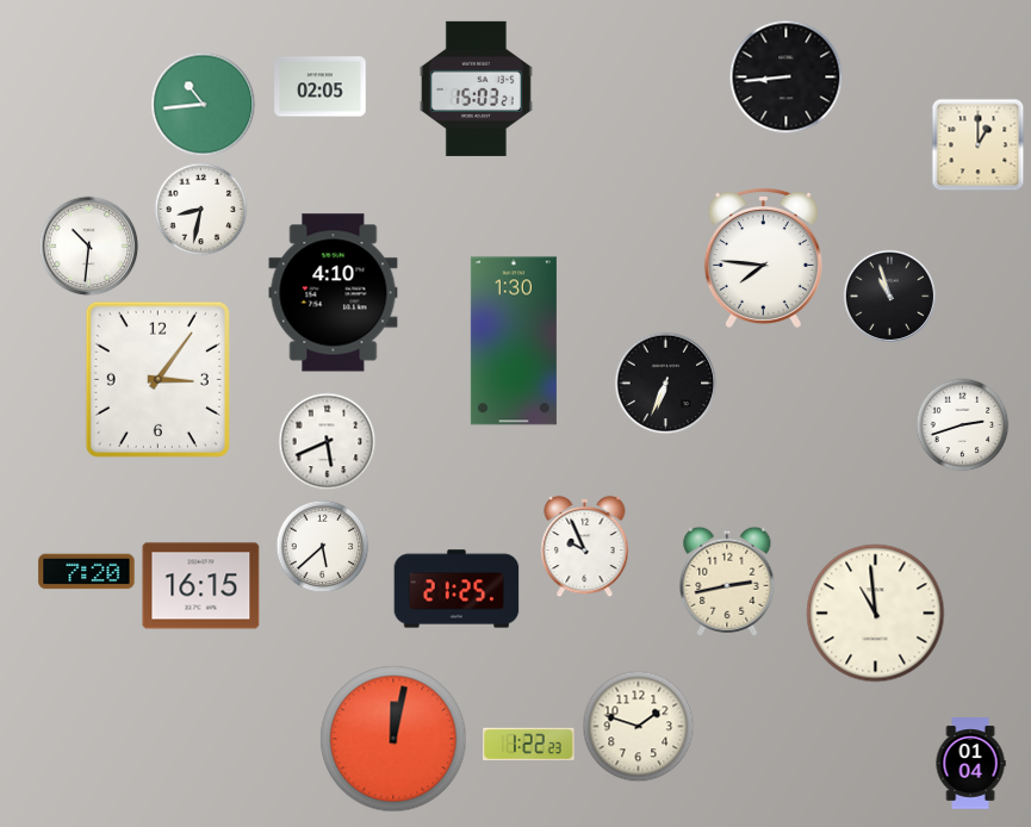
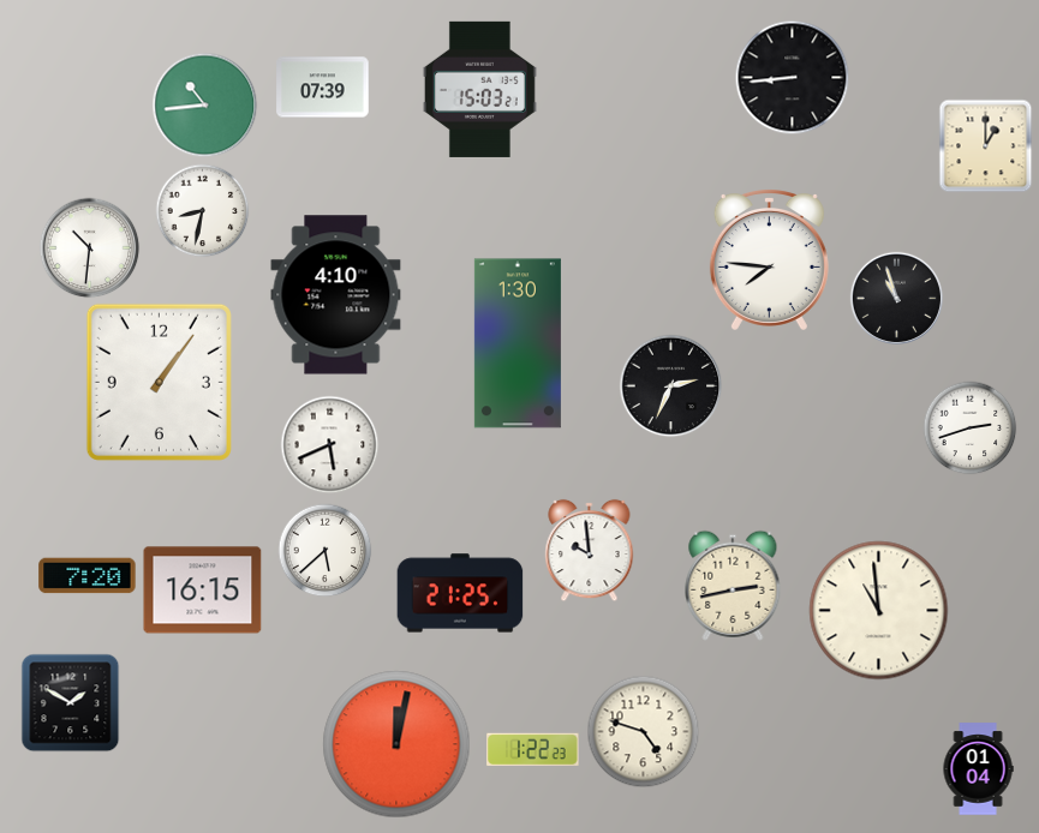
clock at (321, 87): 02:05 -> 07:39
clock at (157, 379): 3:06 -> 1:06
clock at (665, 383): 6:34 -> 2:34
clock at (585, 546): 9:56 -> 9:59
clock at (876, 614) position: (876, 614) -> (879, 611)
clock at (70, 702): none -> 1:50
clock at (638, 726): 1:48 -> 4:48
